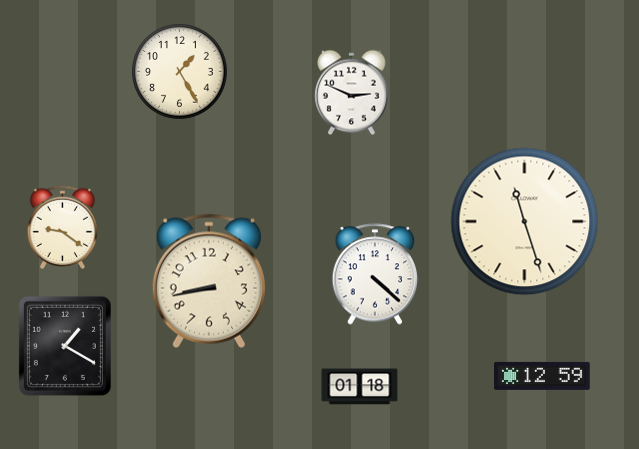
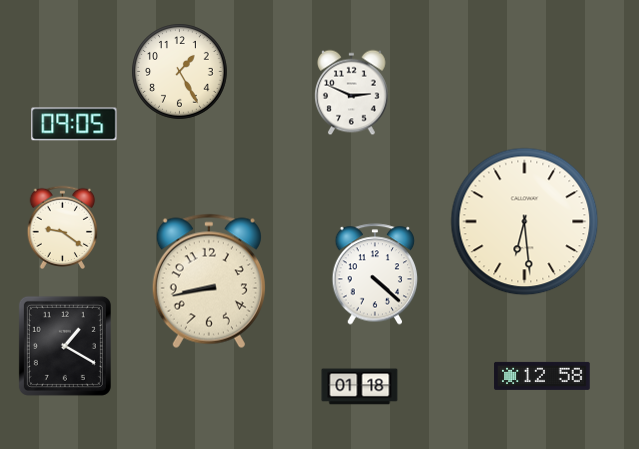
clock at (74, 124): none -> 09:05
clock at (525, 222): 11:27 -> 6:29
clock at (542, 376): 12:59 -> 12:58
